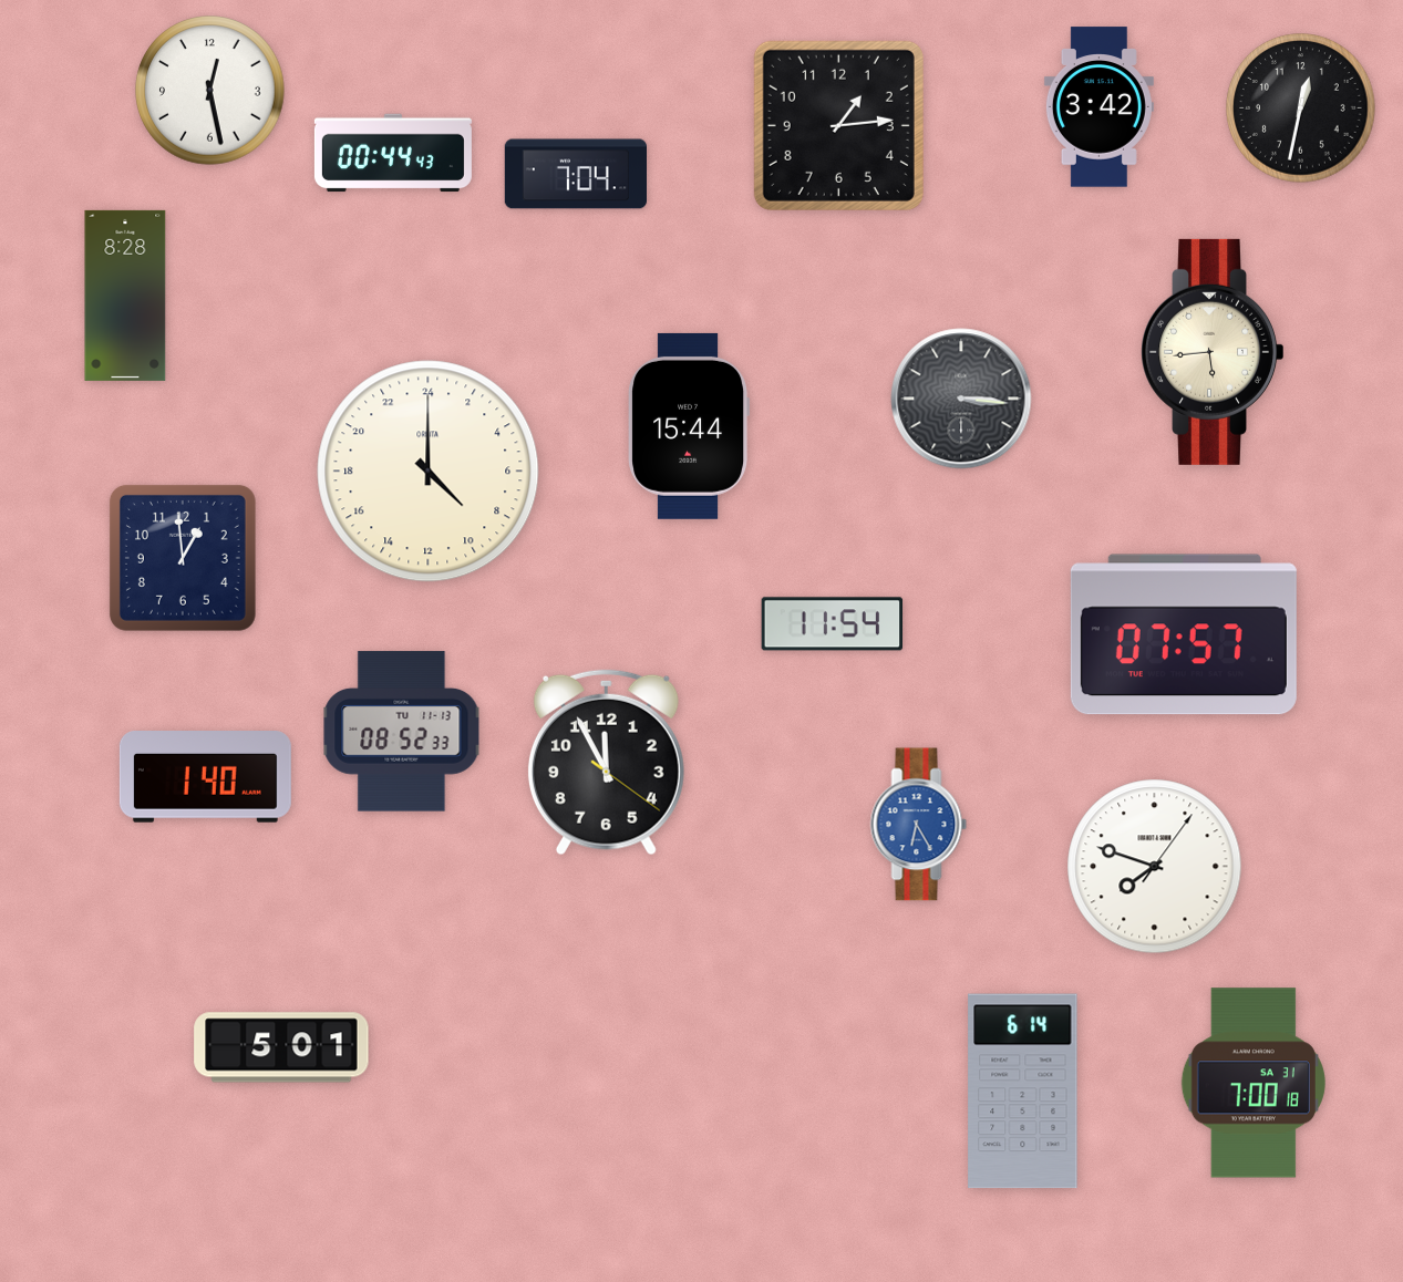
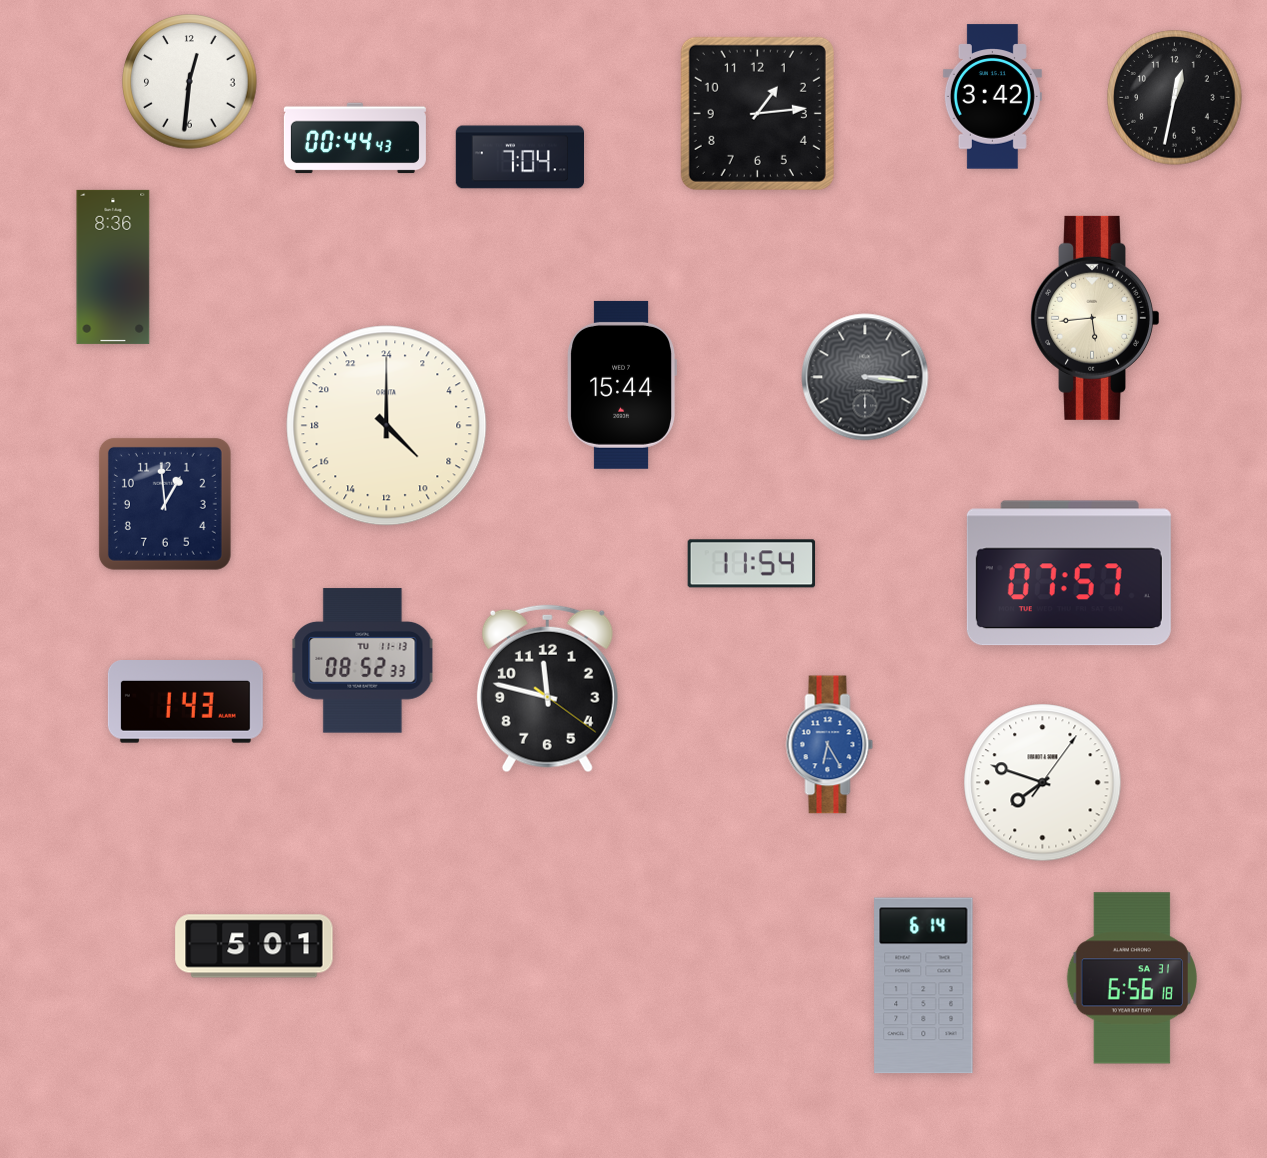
clock at (210, 91): 12:28 -> 12:31
clock at (125, 296): 8:28 -> 8:36
clock at (961, 399) position: (961, 399) -> (865, 377)
clock at (606, 763): 11:55 -> 11:47
clock at (205, 777): 1:40 -> 1:43
clock at (1254, 1083): 7:00 -> 6:56
